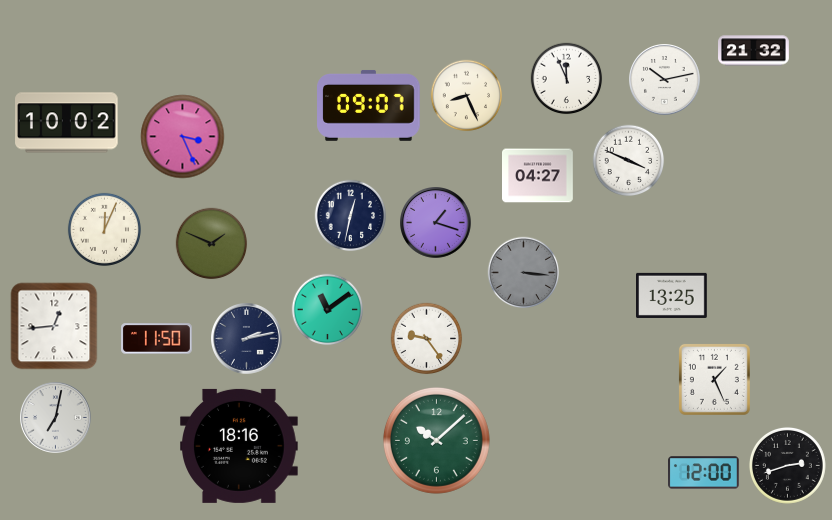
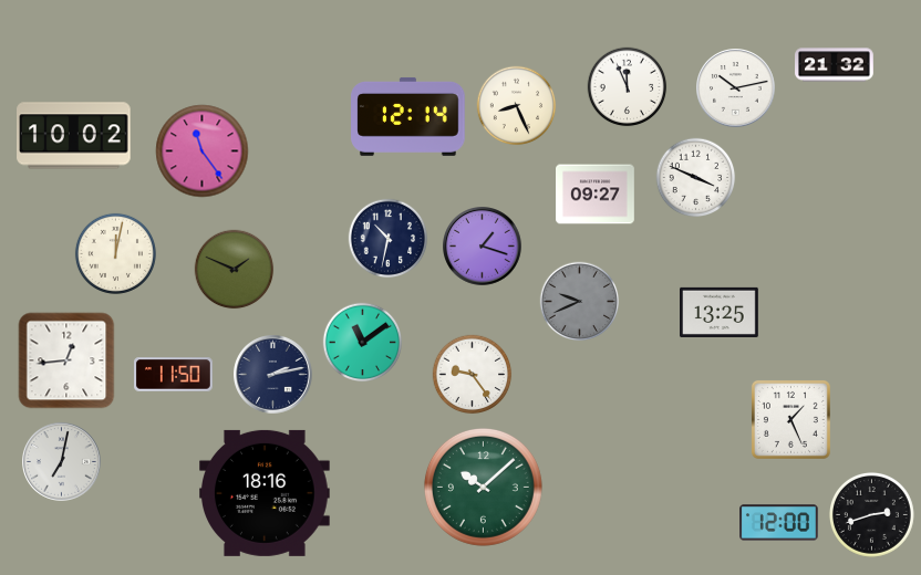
clock at (754, 51) position: (754, 51) -> (835, 65)
clock at (369, 105): 09:07 -> 12:14
clock at (183, 137): 3:26 -> 11:24
clock at (538, 176): 04:27 -> 09:27
clock at (351, 216): 12:32 -> 10:32
clock at (104, 229): 12:04 -> 12:02
clock at (524, 273): 3:16 -> 9:41
clock at (672, 295) position: (672, 295) -> (720, 312)
clock at (54, 326) position: (54, 326) -> (66, 360)
